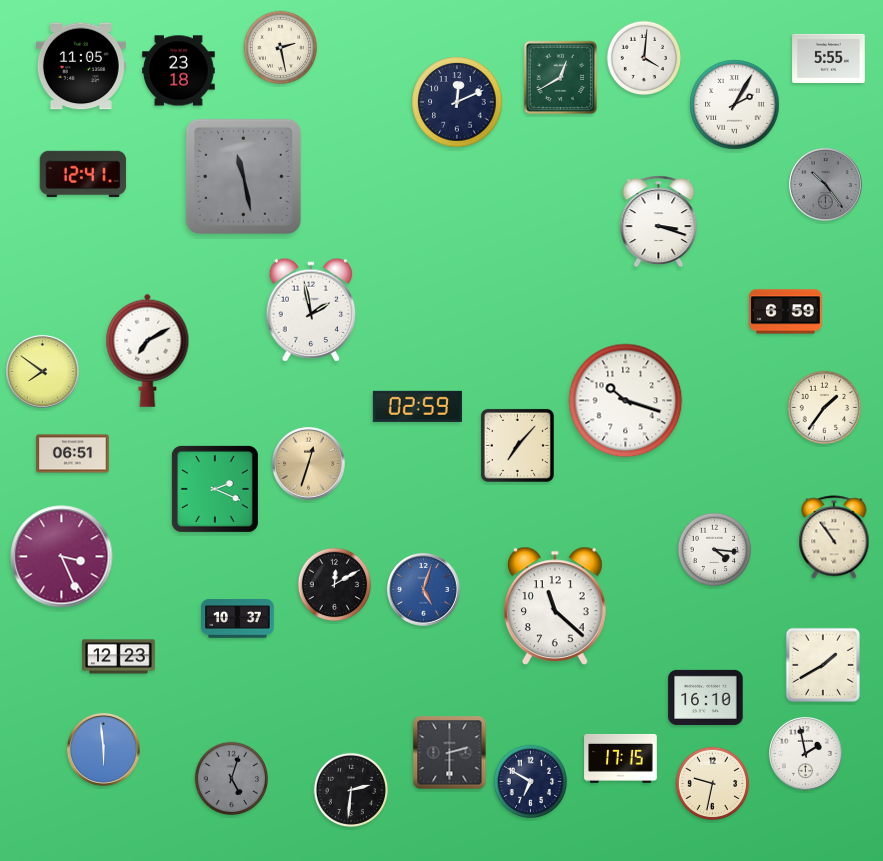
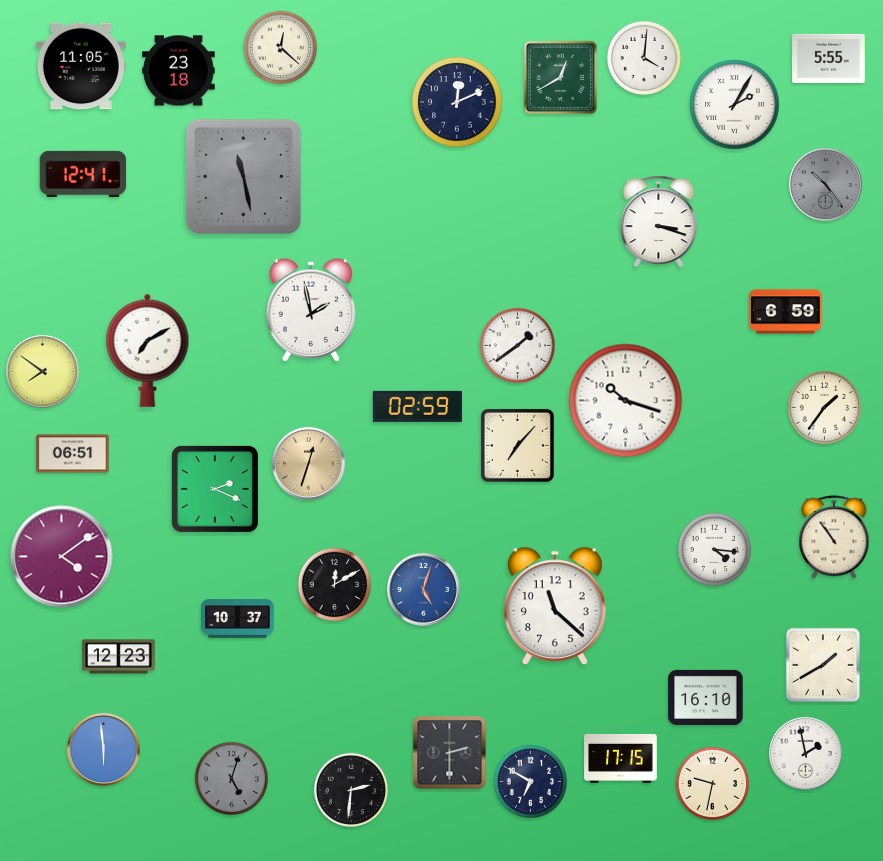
clock at (281, 48): 2:28 -> 12:22
clock at (517, 345): none -> 1:39
clock at (62, 557): 3:26 -> 4:09
